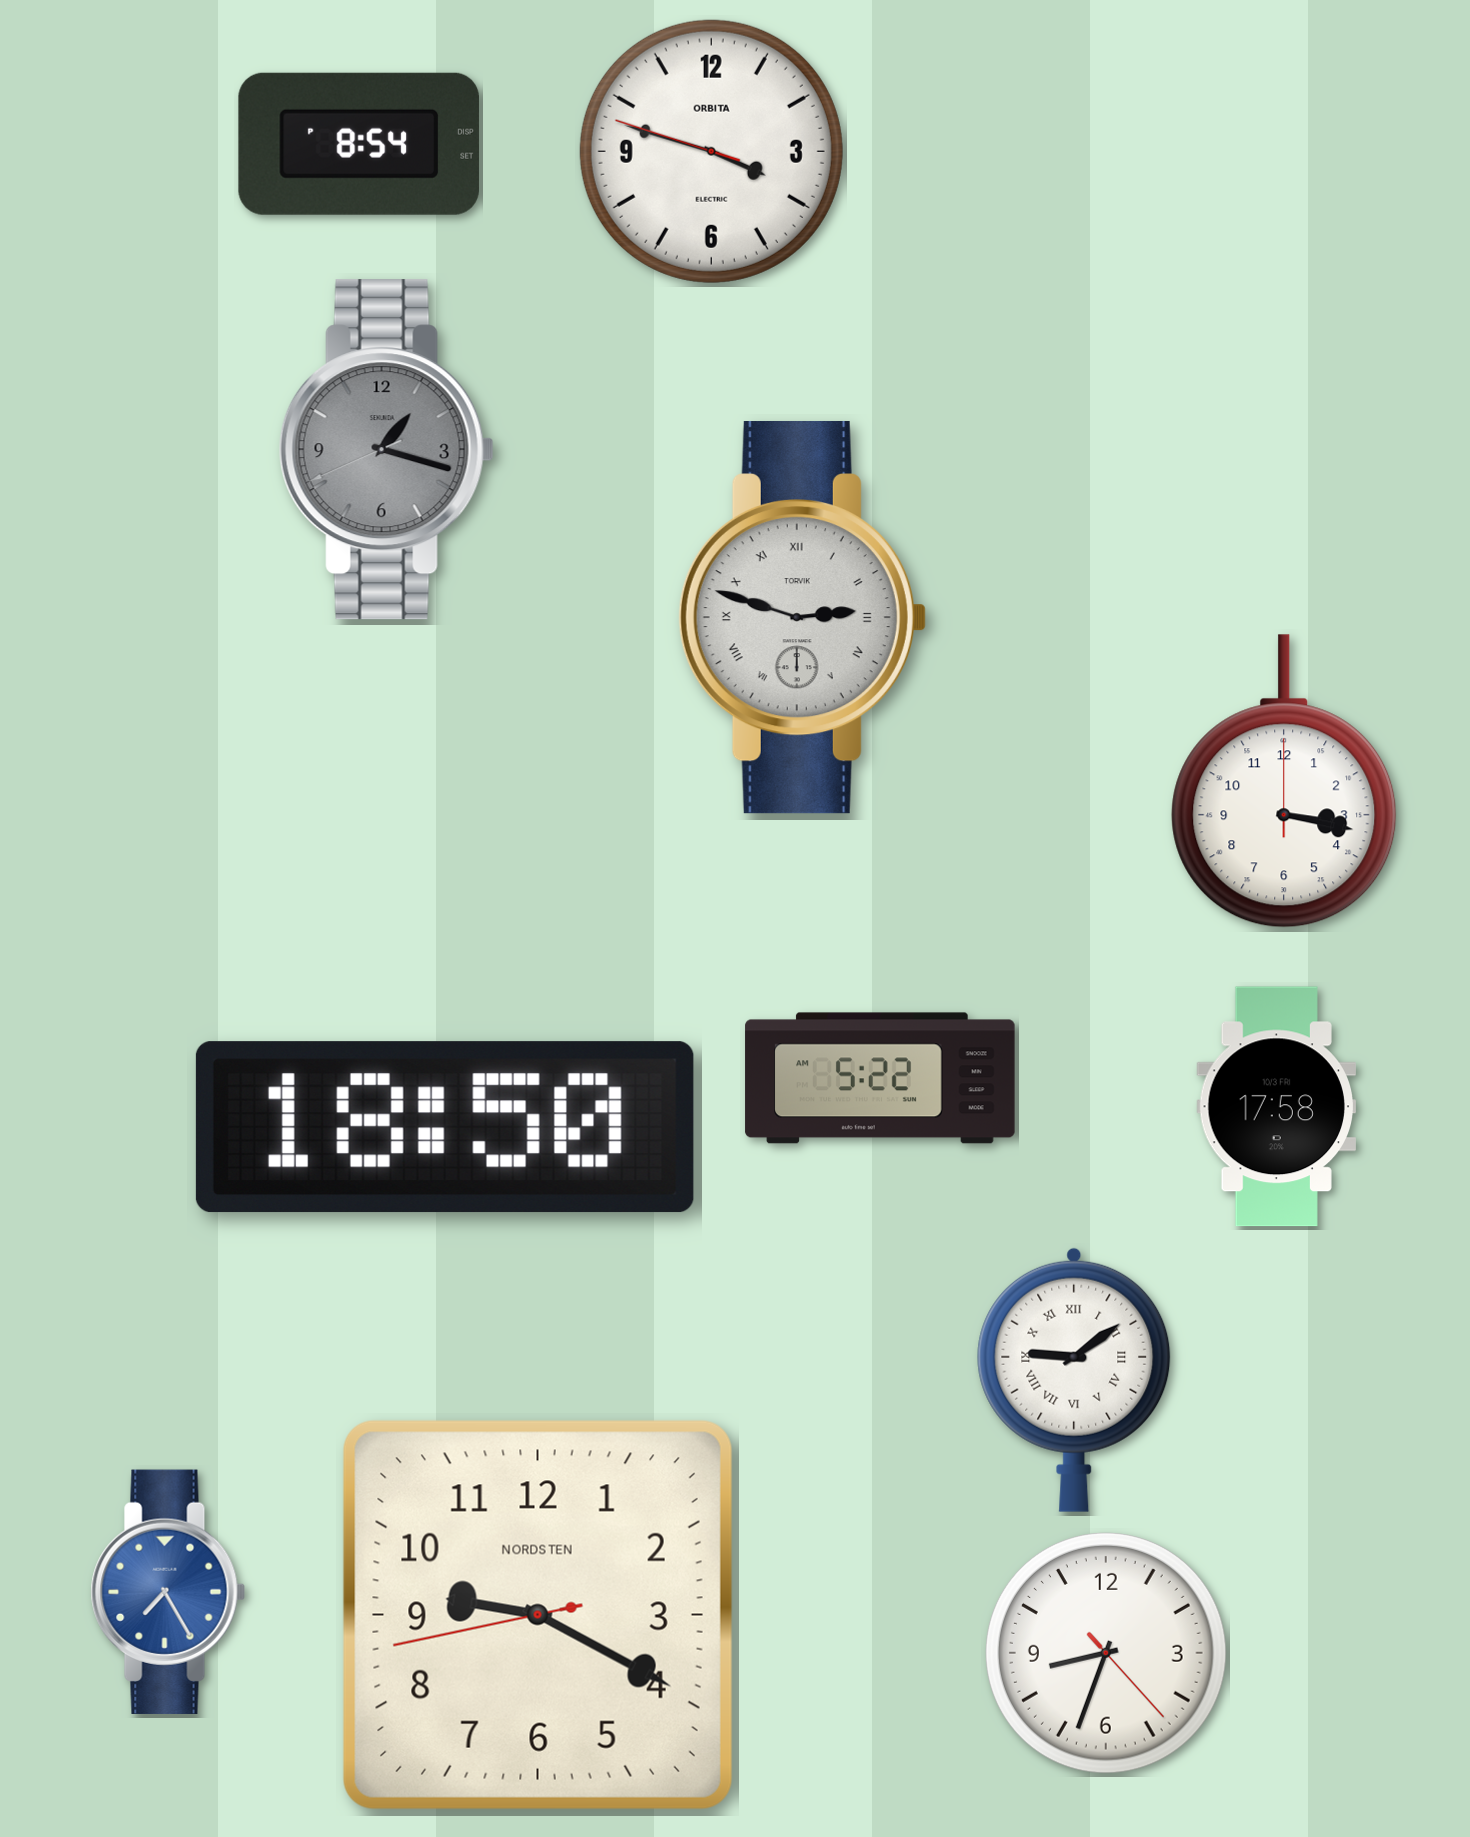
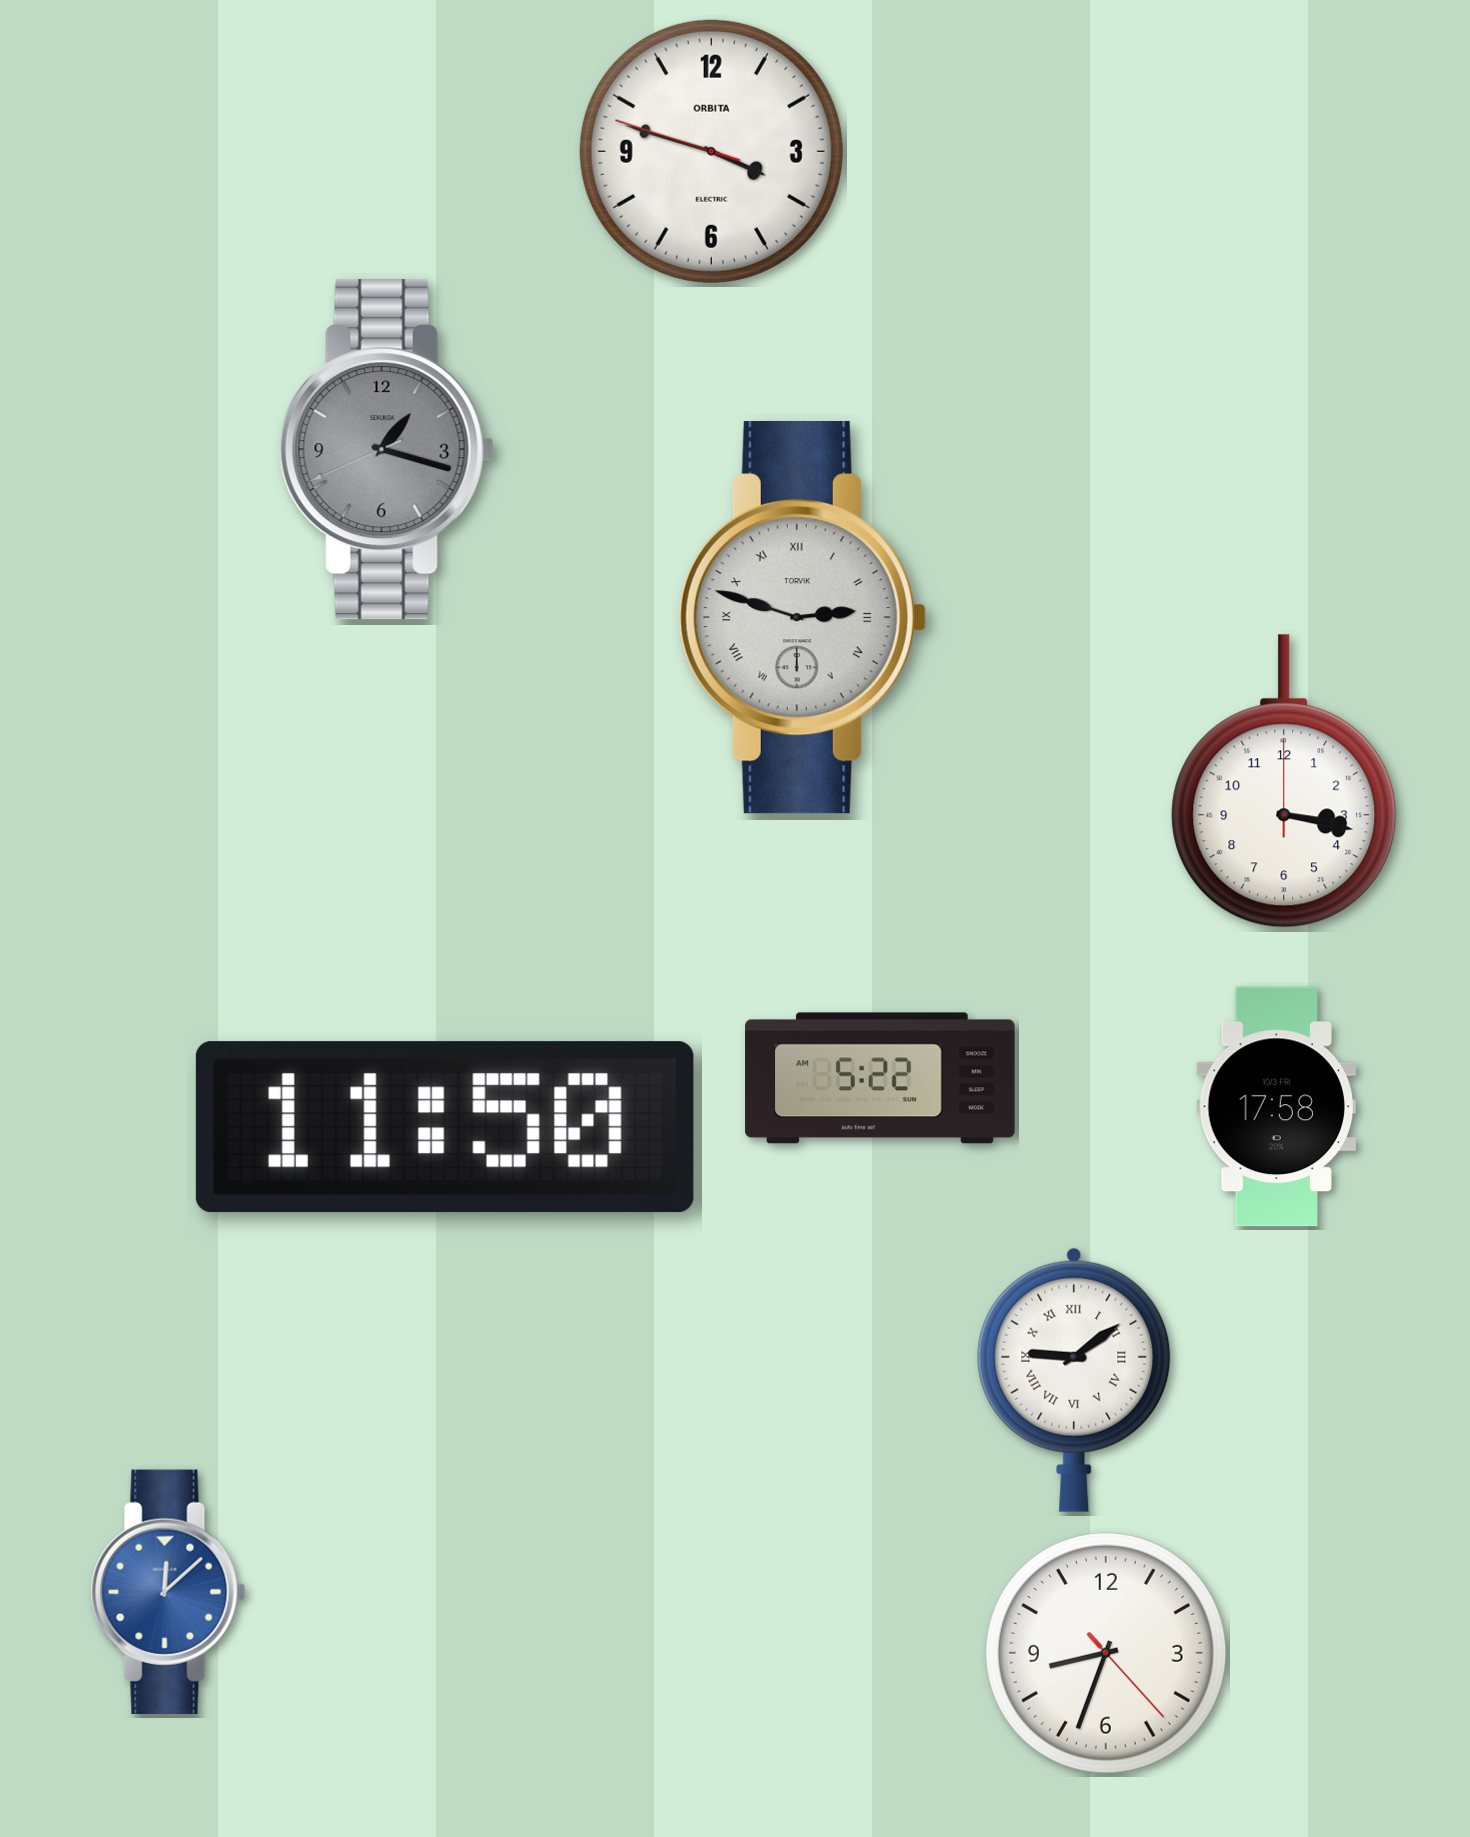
clock at (359, 144): 8:54 -> none
clock at (445, 1127): 18:50 -> 11:50
clock at (168, 1592): 7:25 -> 12:08
clock at (538, 1615): 9:19 -> none
